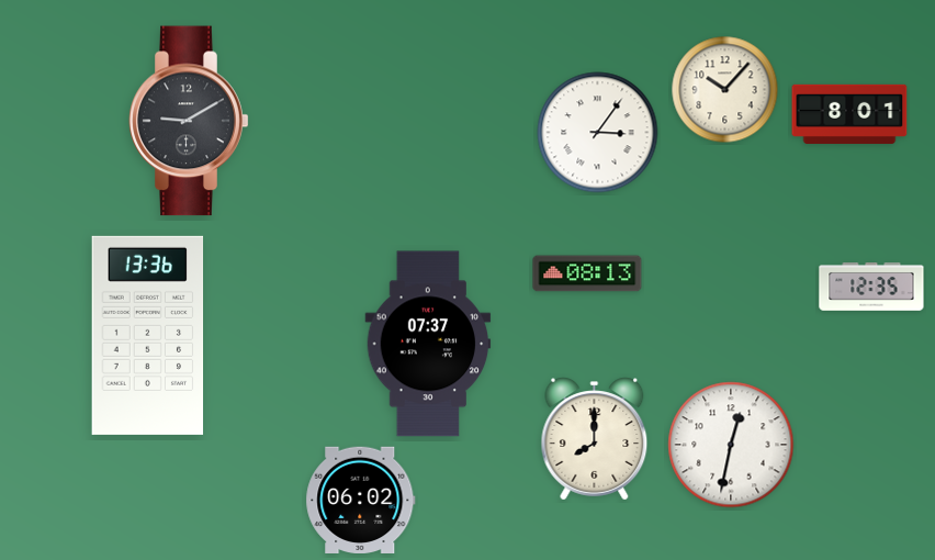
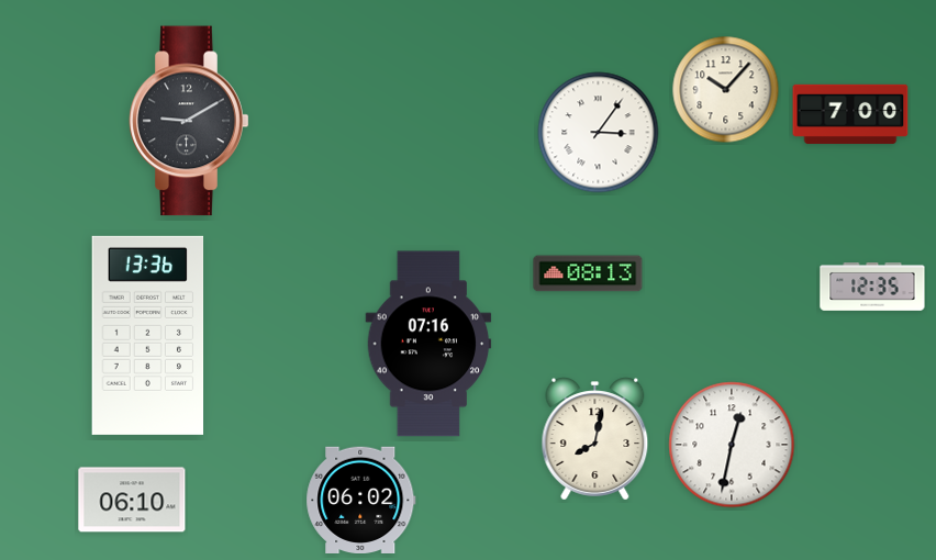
clock at (849, 113): 8:01 -> 7:00
clock at (428, 344): 07:37 -> 07:16
clock at (595, 439): 8:00 -> 8:02
clock at (132, 500): none -> 06:10
